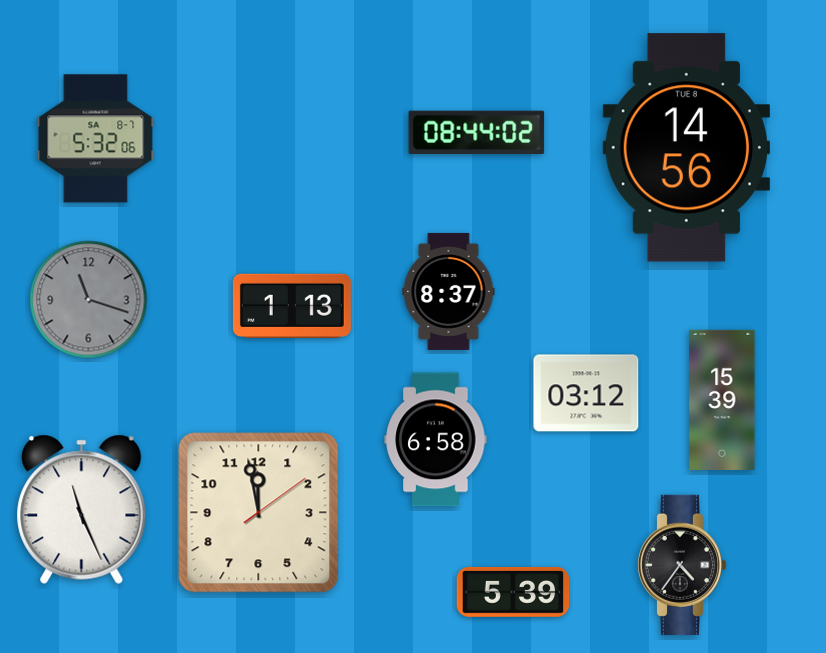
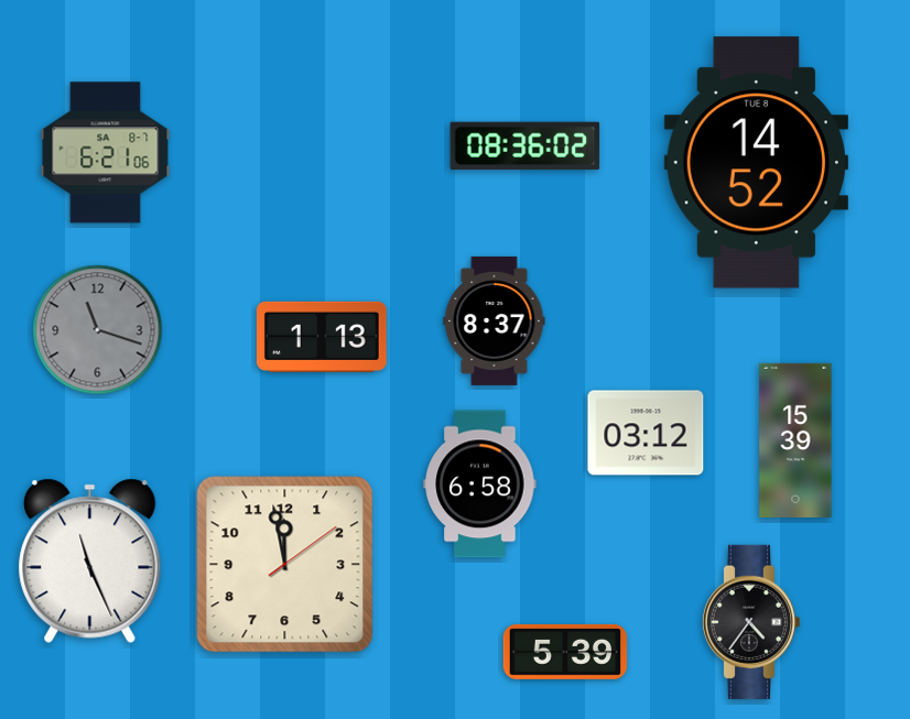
clock at (477, 132): 08:44 -> 08:36
clock at (96, 139): 5:32 -> 6:21
clock at (686, 148): 14:56 -> 14:52
